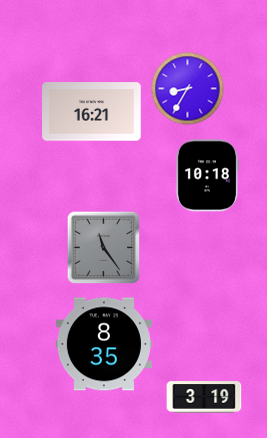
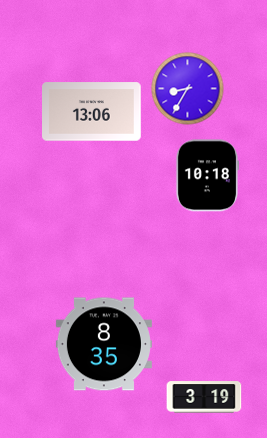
clock at (92, 112): 16:21 -> 13:06
clock at (104, 248): 11:24 -> none
